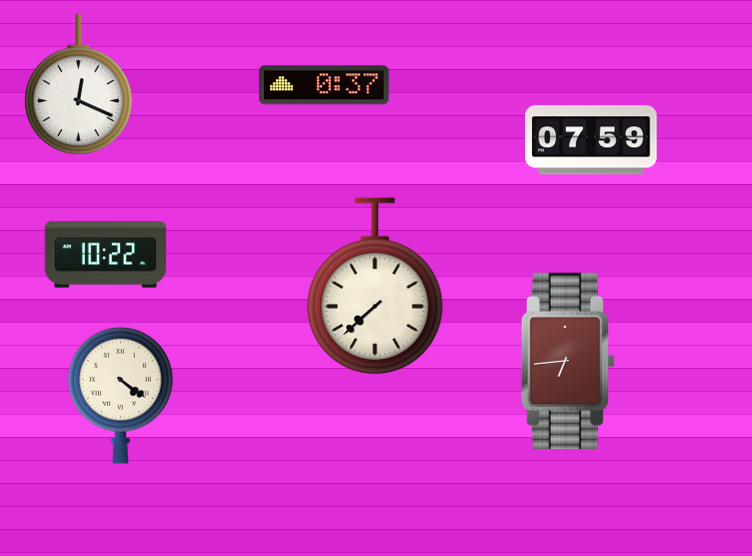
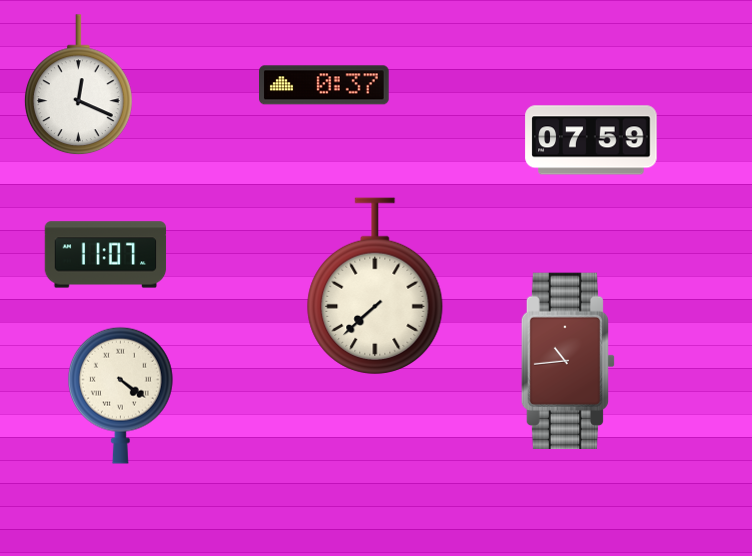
clock at (106, 255): 10:22 -> 11:07
clock at (567, 360): 6:44 -> 10:44
